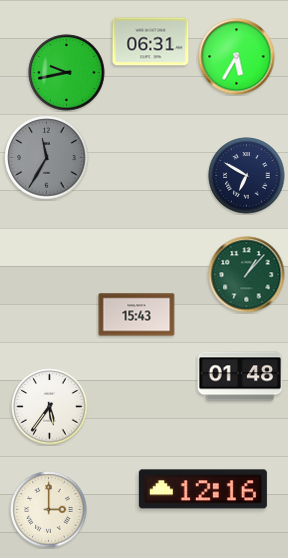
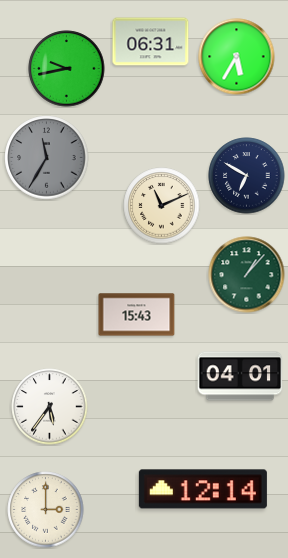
clock at (67, 73) position: (67, 73) -> (67, 69)
clock at (162, 206): none -> 11:11
clock at (240, 376): 01:48 -> 04:01
clock at (203, 489): 12:16 -> 12:14
clock at (49, 510) position: (49, 510) -> (46, 510)
